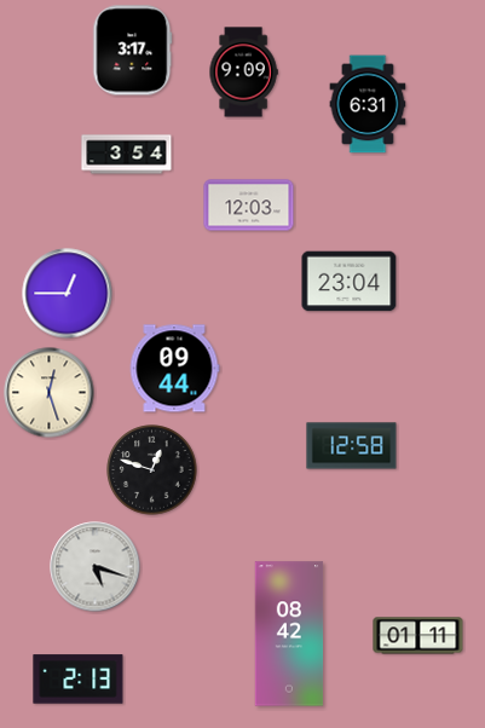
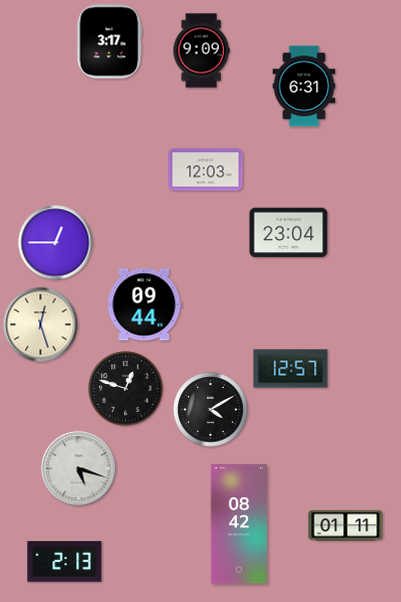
clock at (243, 73) position: (243, 73) -> (201, 51)
clock at (127, 155): 3:54 -> none
clock at (352, 446): 12:58 -> 12:57
clock at (211, 410): none -> 4:10
